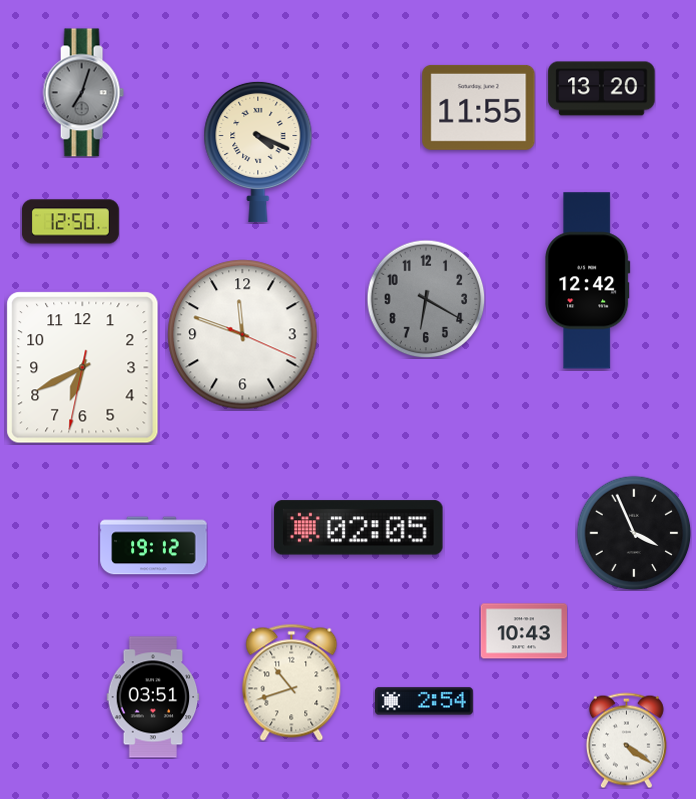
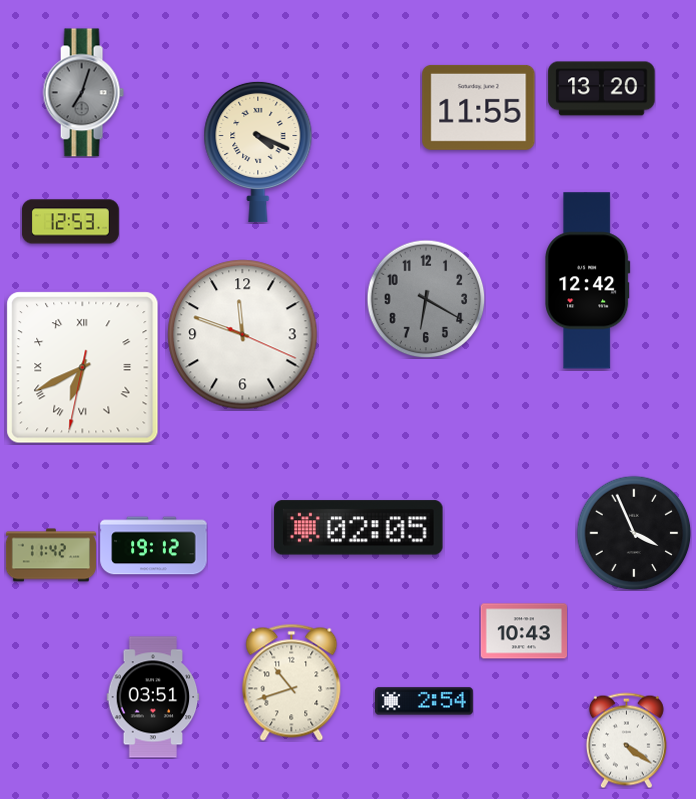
clock at (70, 222): 12:50 -> 12:53
clock at (83, 368) numerals: Arabic -> Roman
clock at (51, 555): none -> 11:42
